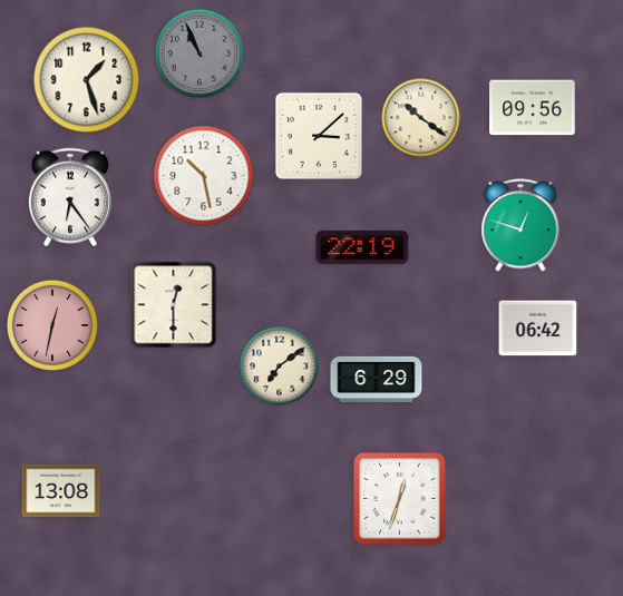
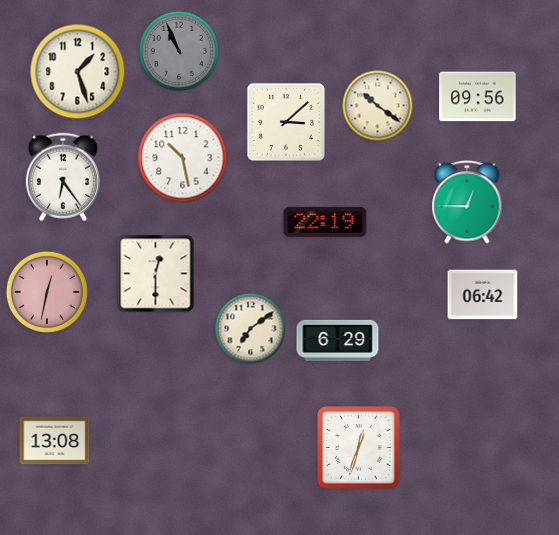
clock at (199, 53) position: (199, 53) -> (179, 51)
clock at (520, 225): 12:48 -> 12:45
